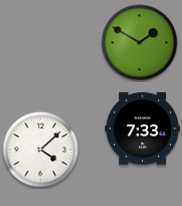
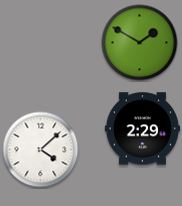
clock at (142, 129): 7:33 -> 2:29
